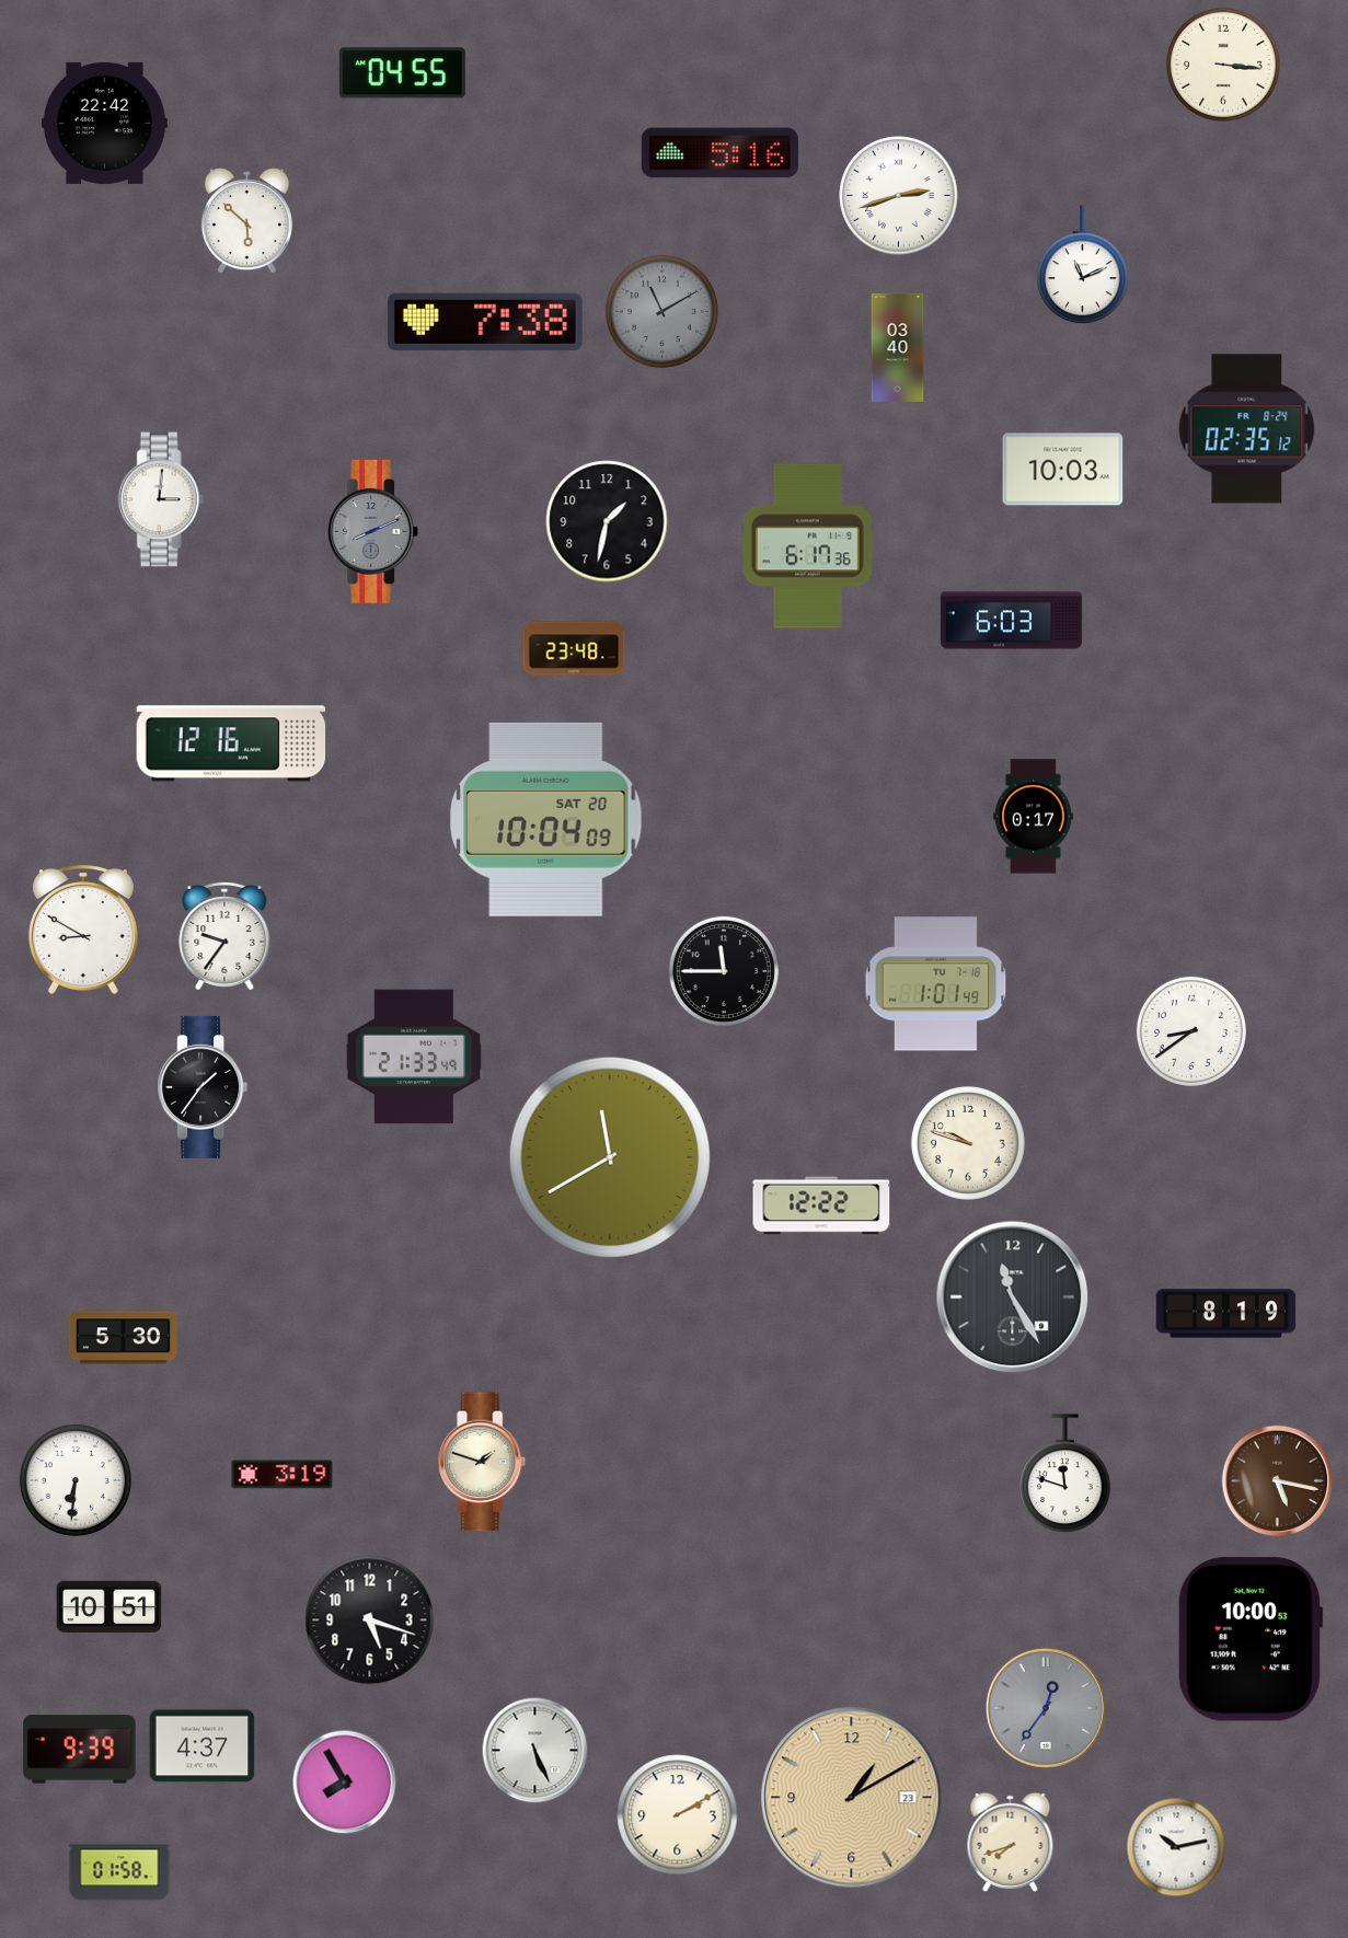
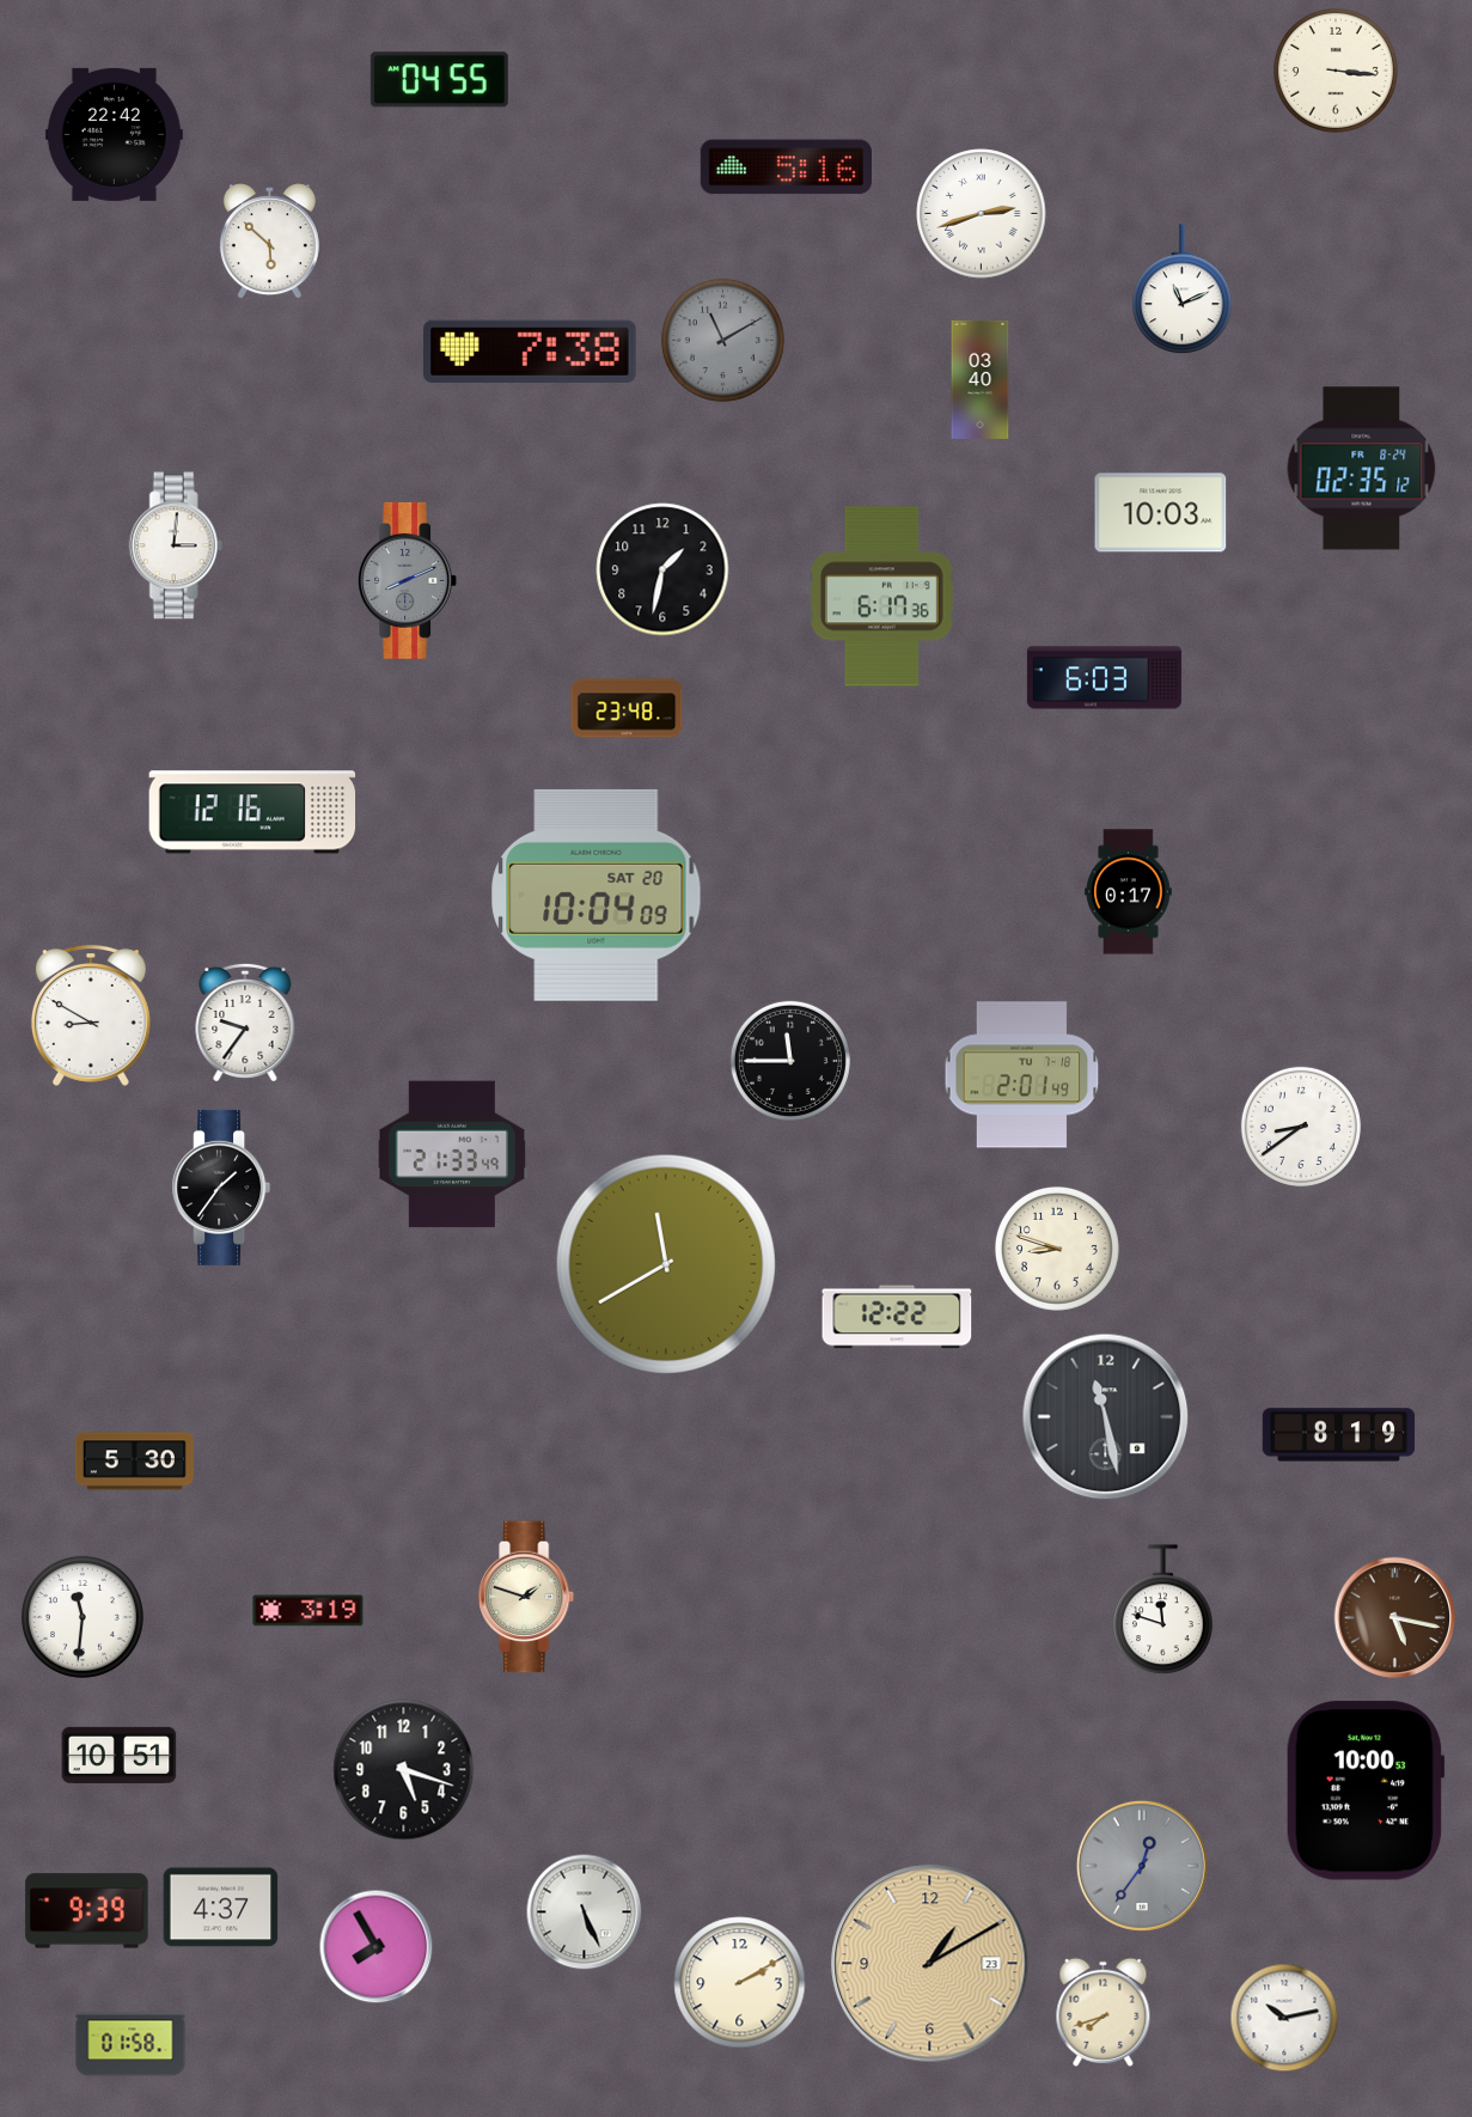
clock at (936, 984): 1:01 -> 2:01
clock at (968, 1143): 9:48 -> 8:48
clock at (1013, 1297): 11:25 -> 11:28
clock at (76, 1480): 6:31 -> 11:31
